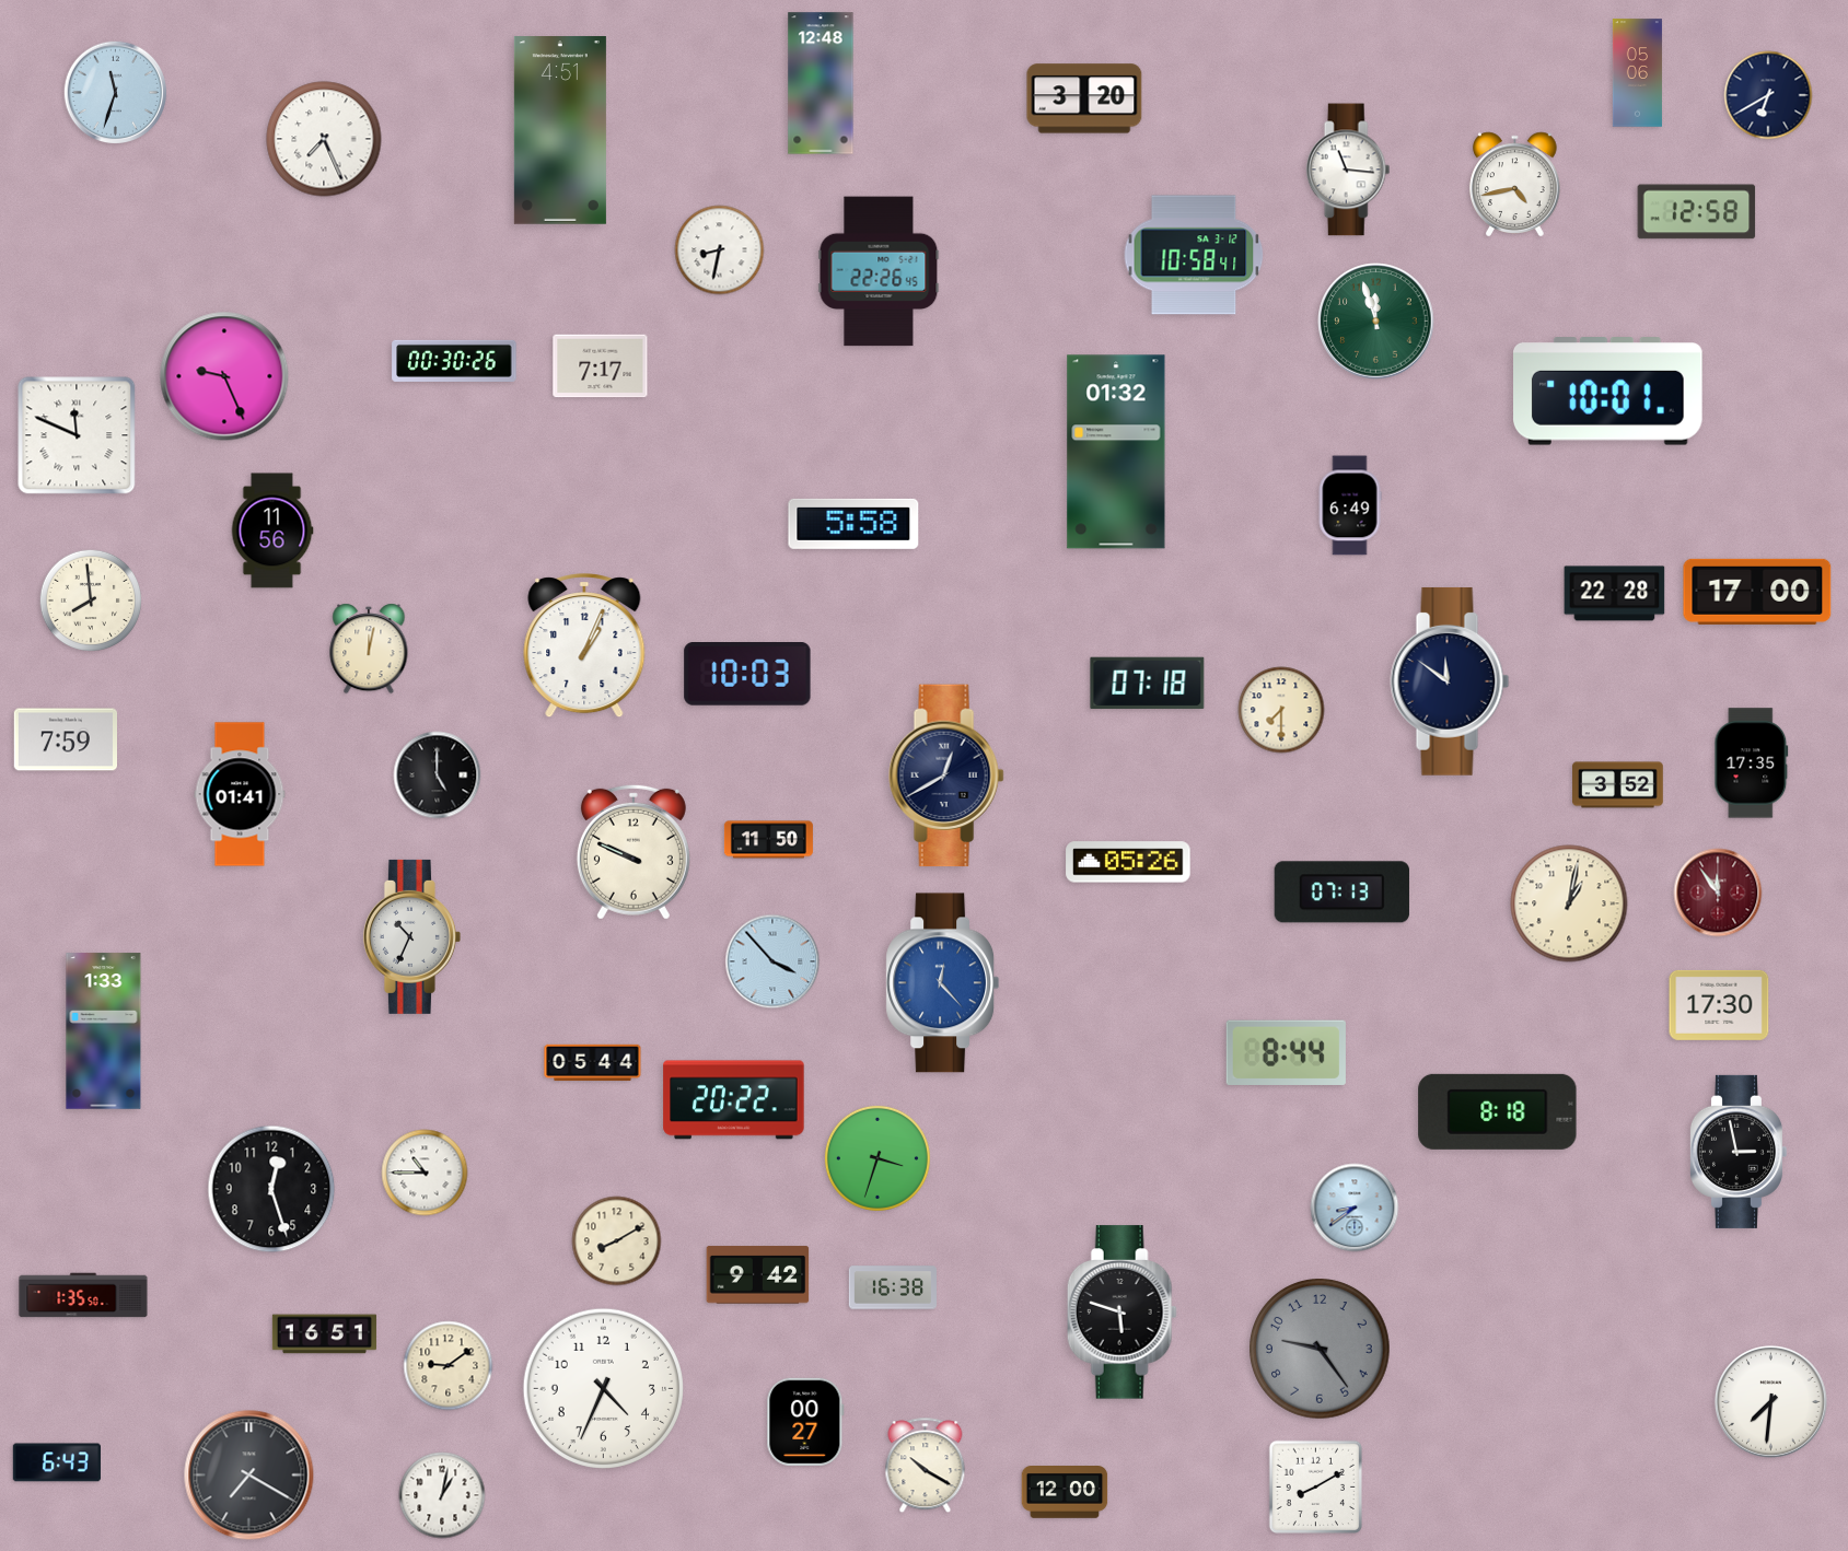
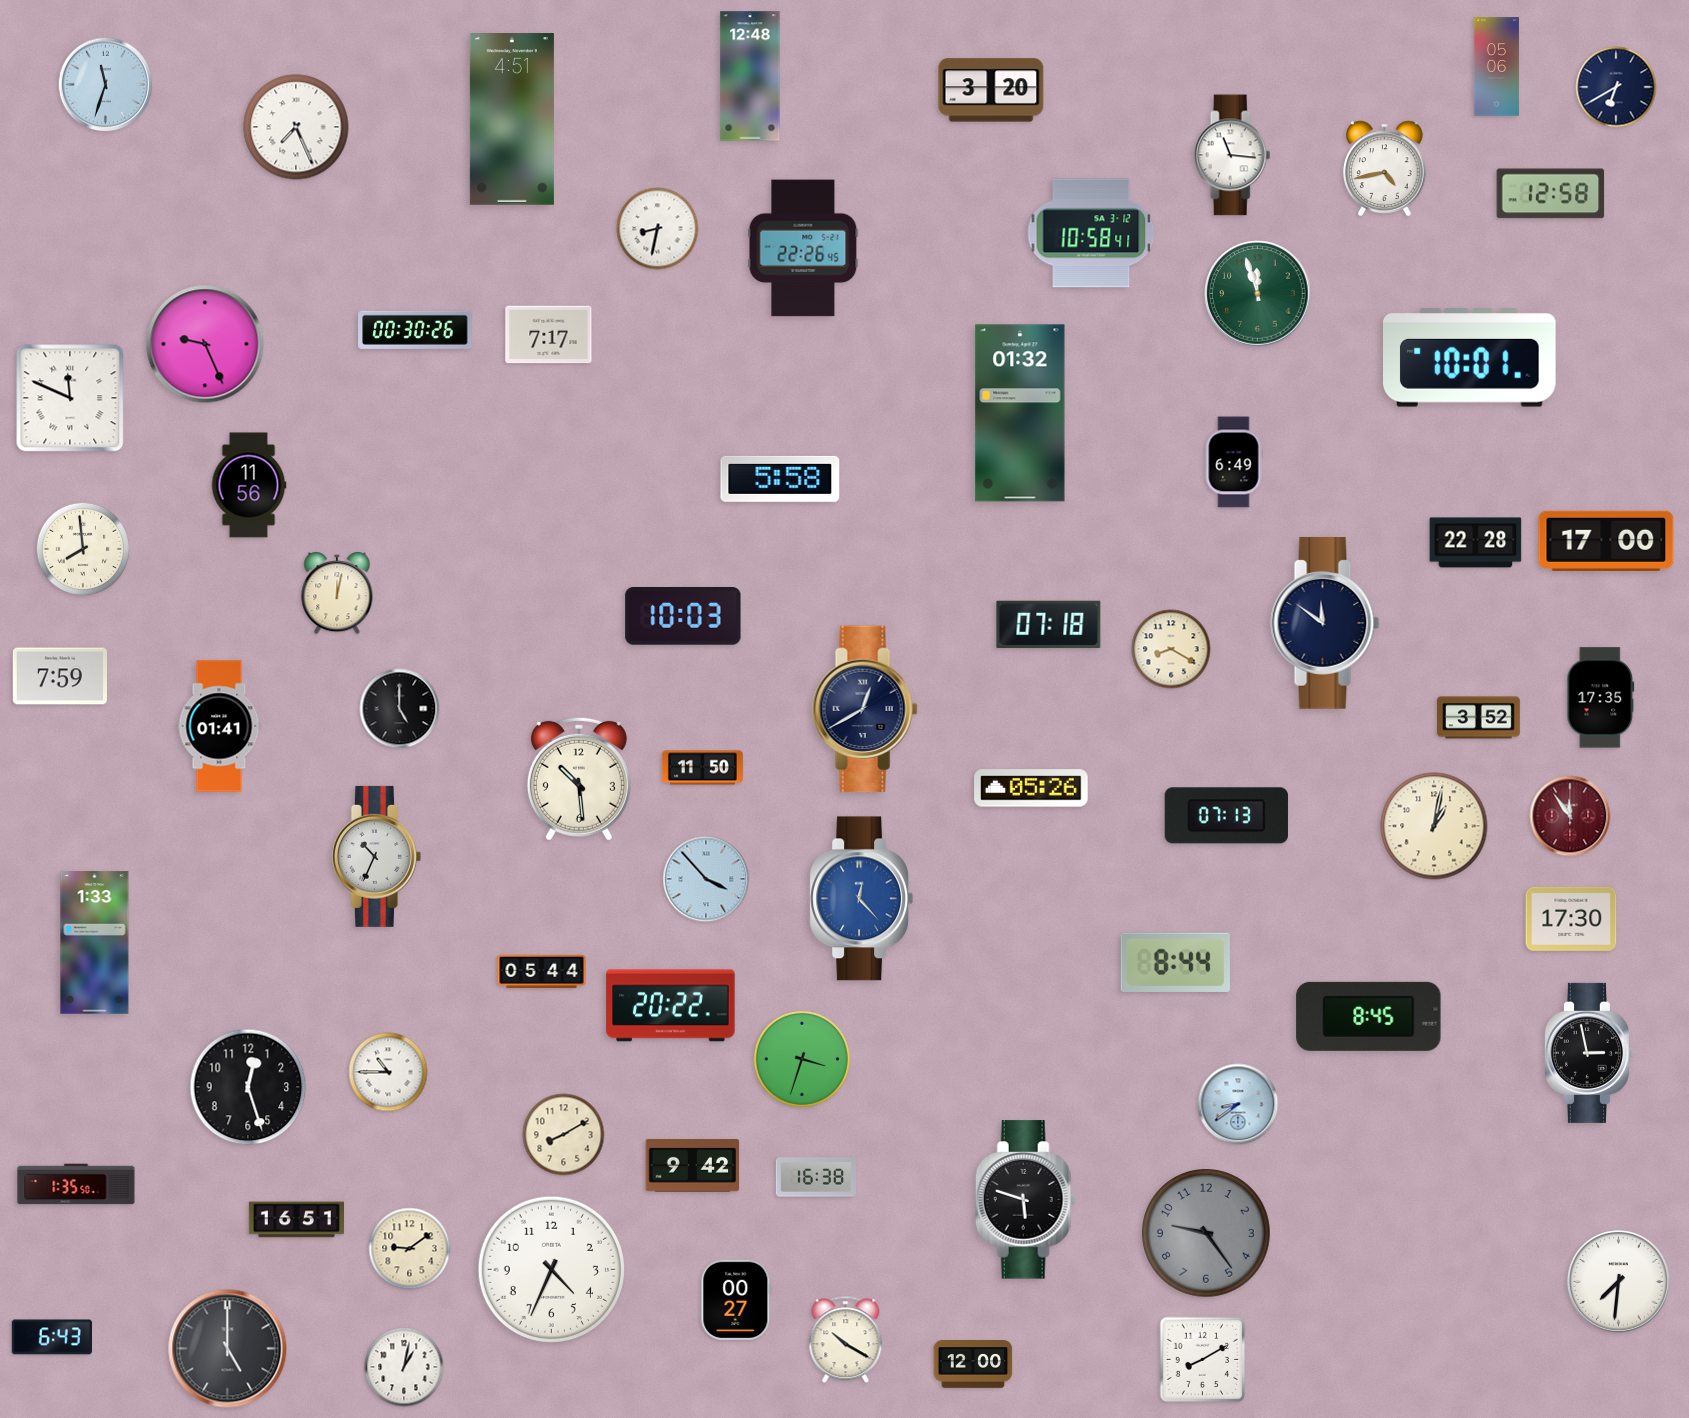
clock at (584, 646): 1:04 -> none
clock at (1281, 710): 7:30 -> 8:20
clock at (634, 852): 9:49 -> 10:29
clock at (1498, 1111): 8:18 -> 8:45
clock at (249, 1476): 7:20 -> 5:00
